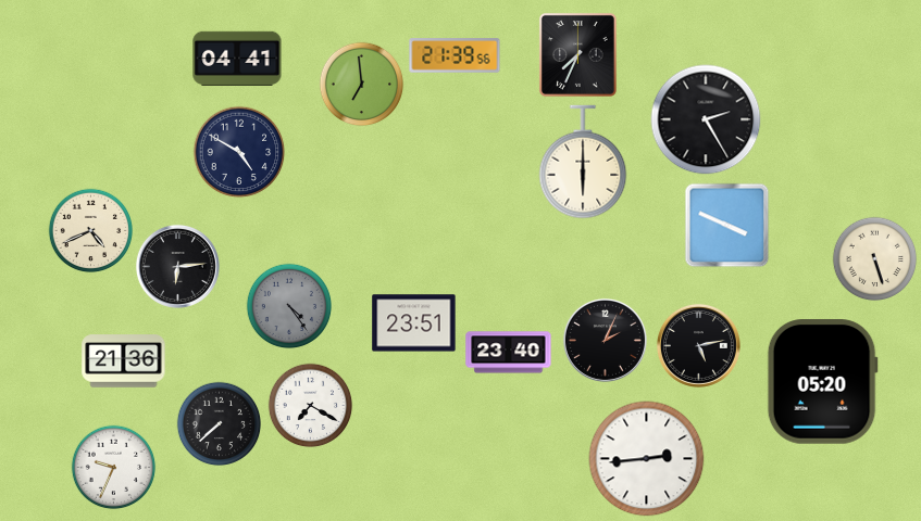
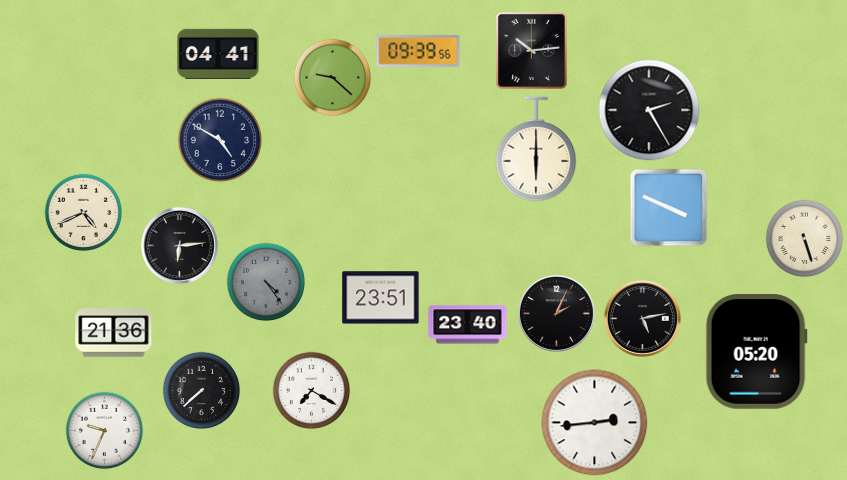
clock at (577, 54): 7:34 -> 10:14
clock at (455, 55): 21:39 -> 09:39
clock at (361, 84): 6:59 -> 9:22
clock at (177, 266) position: (177, 266) -> (179, 245)
clock at (310, 405) position: (310, 405) -> (311, 390)
